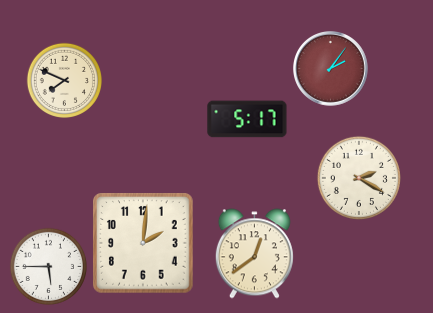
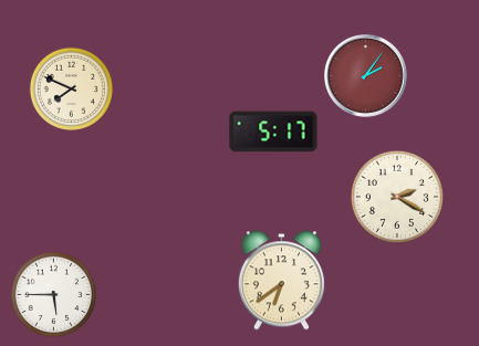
clock at (143, 243): 2:01 -> none
clock at (254, 254): 12:39 -> 6:39
